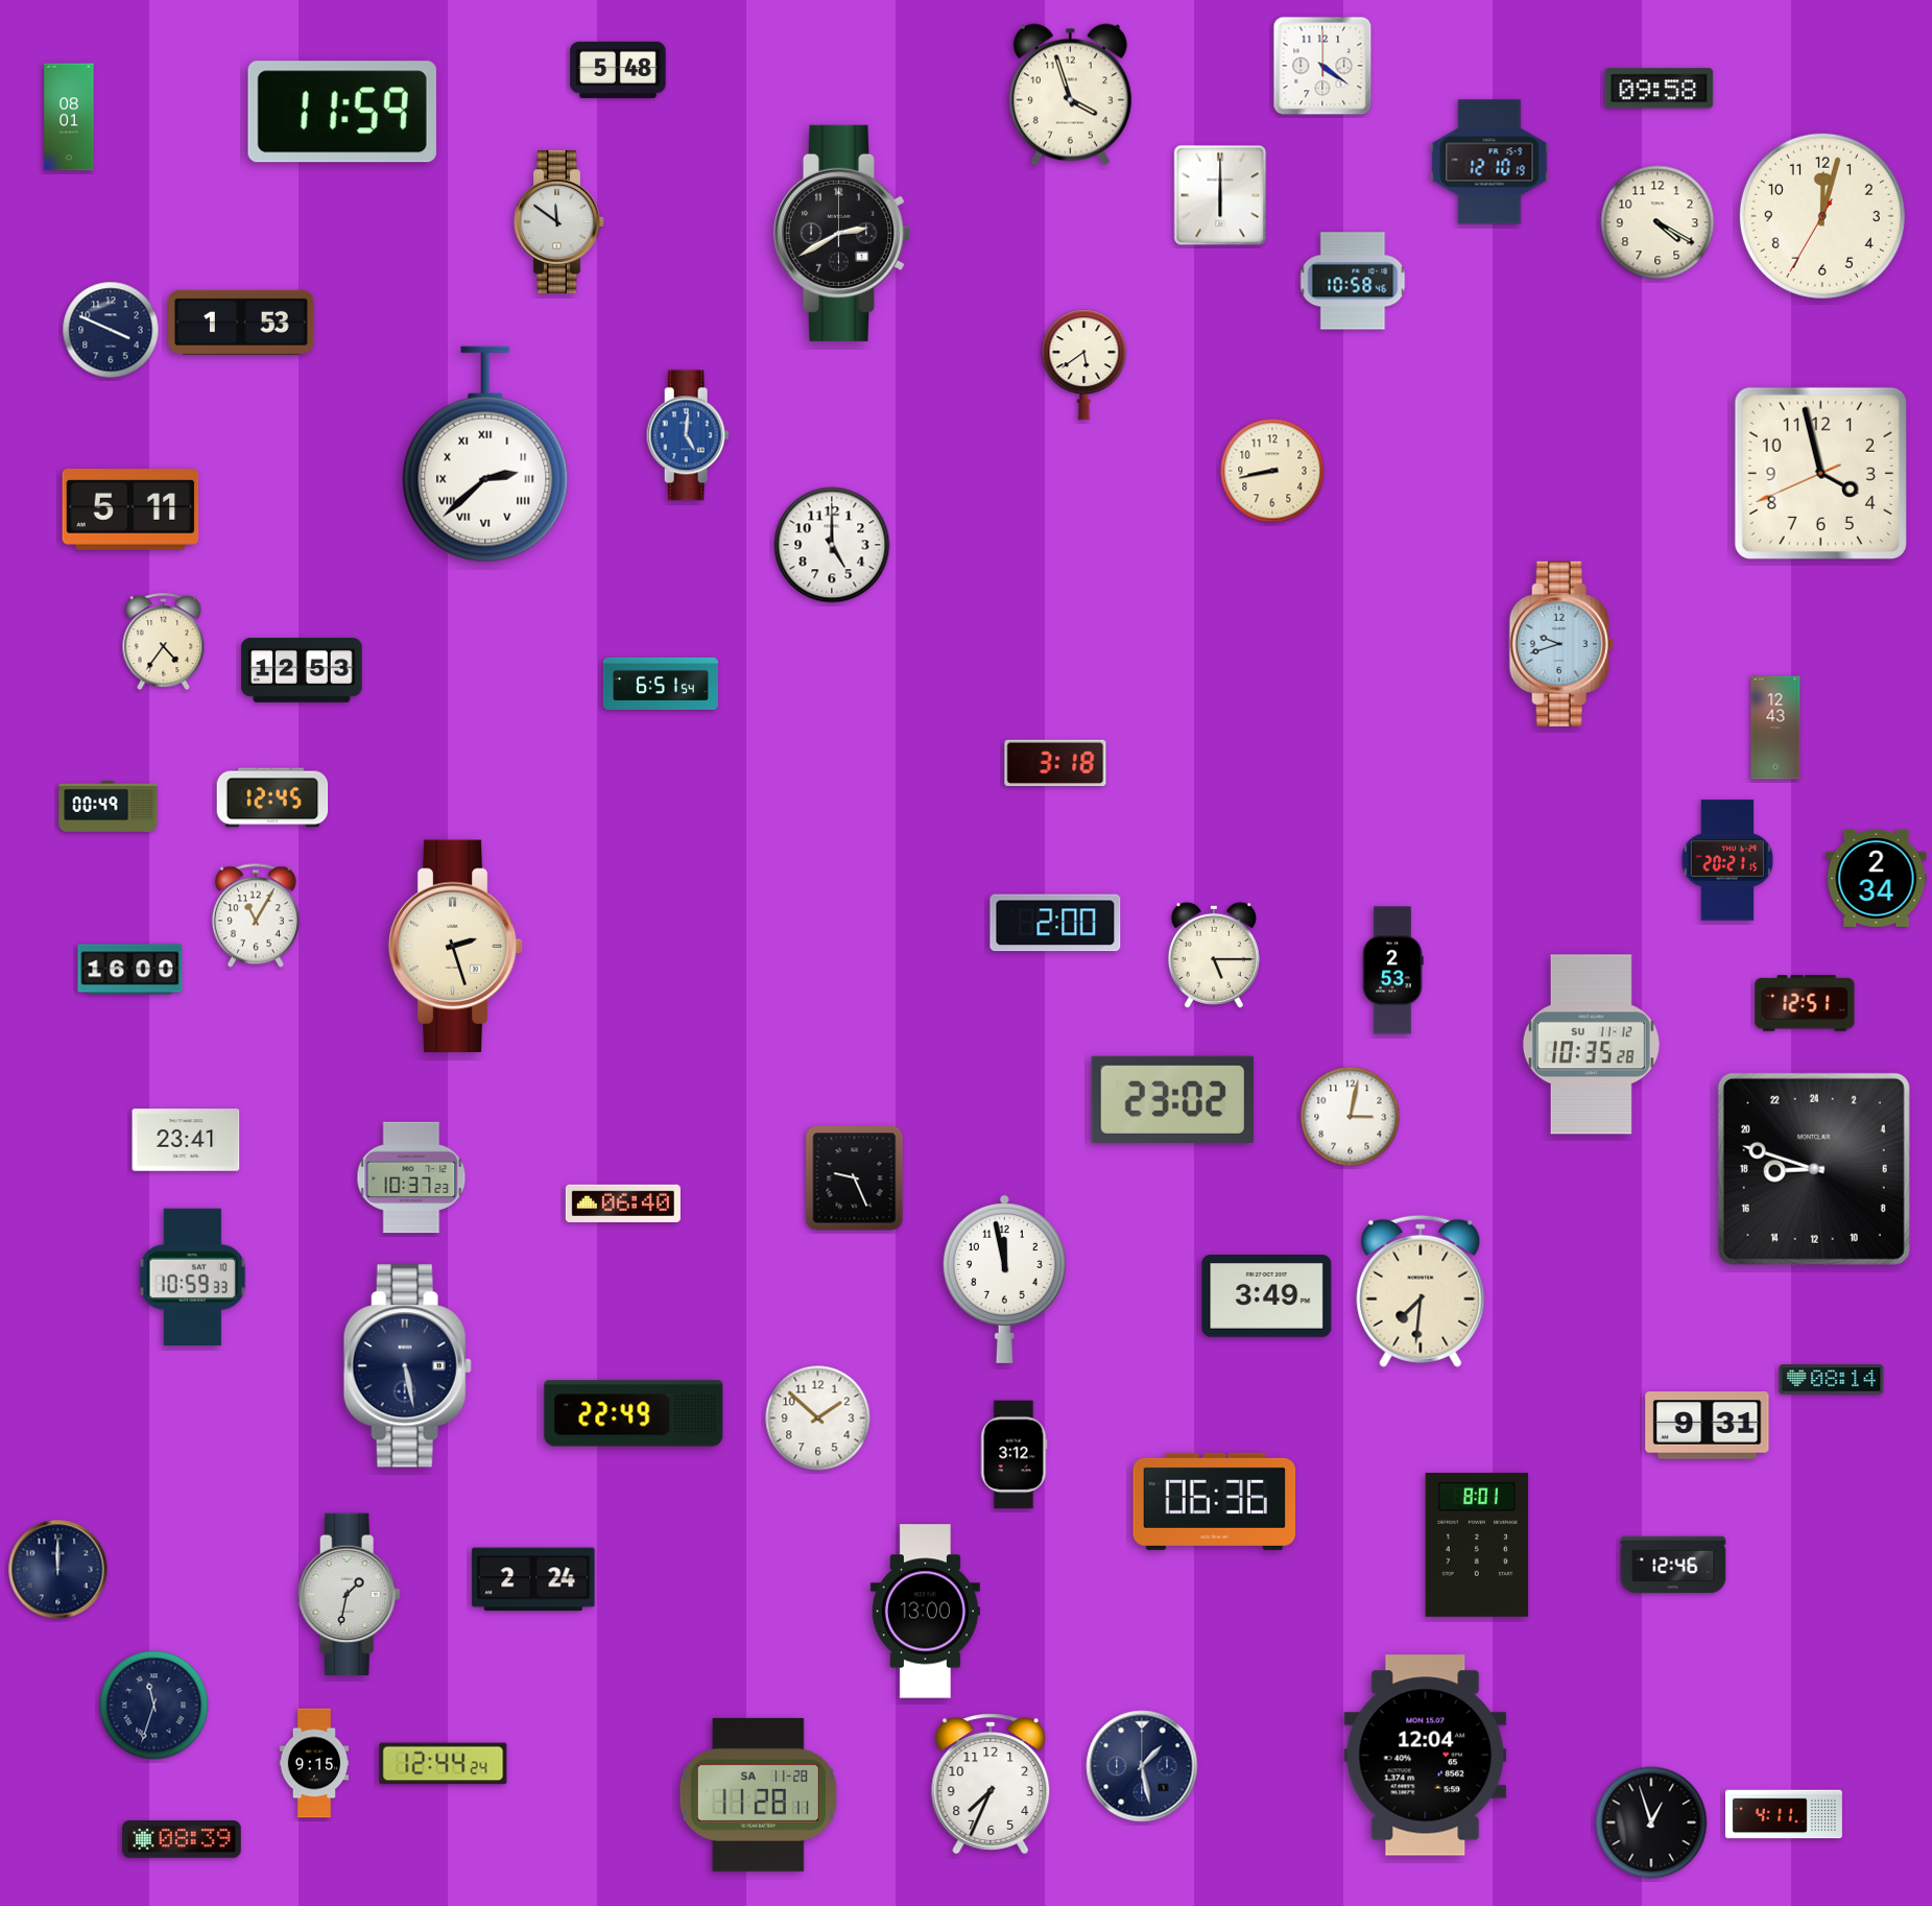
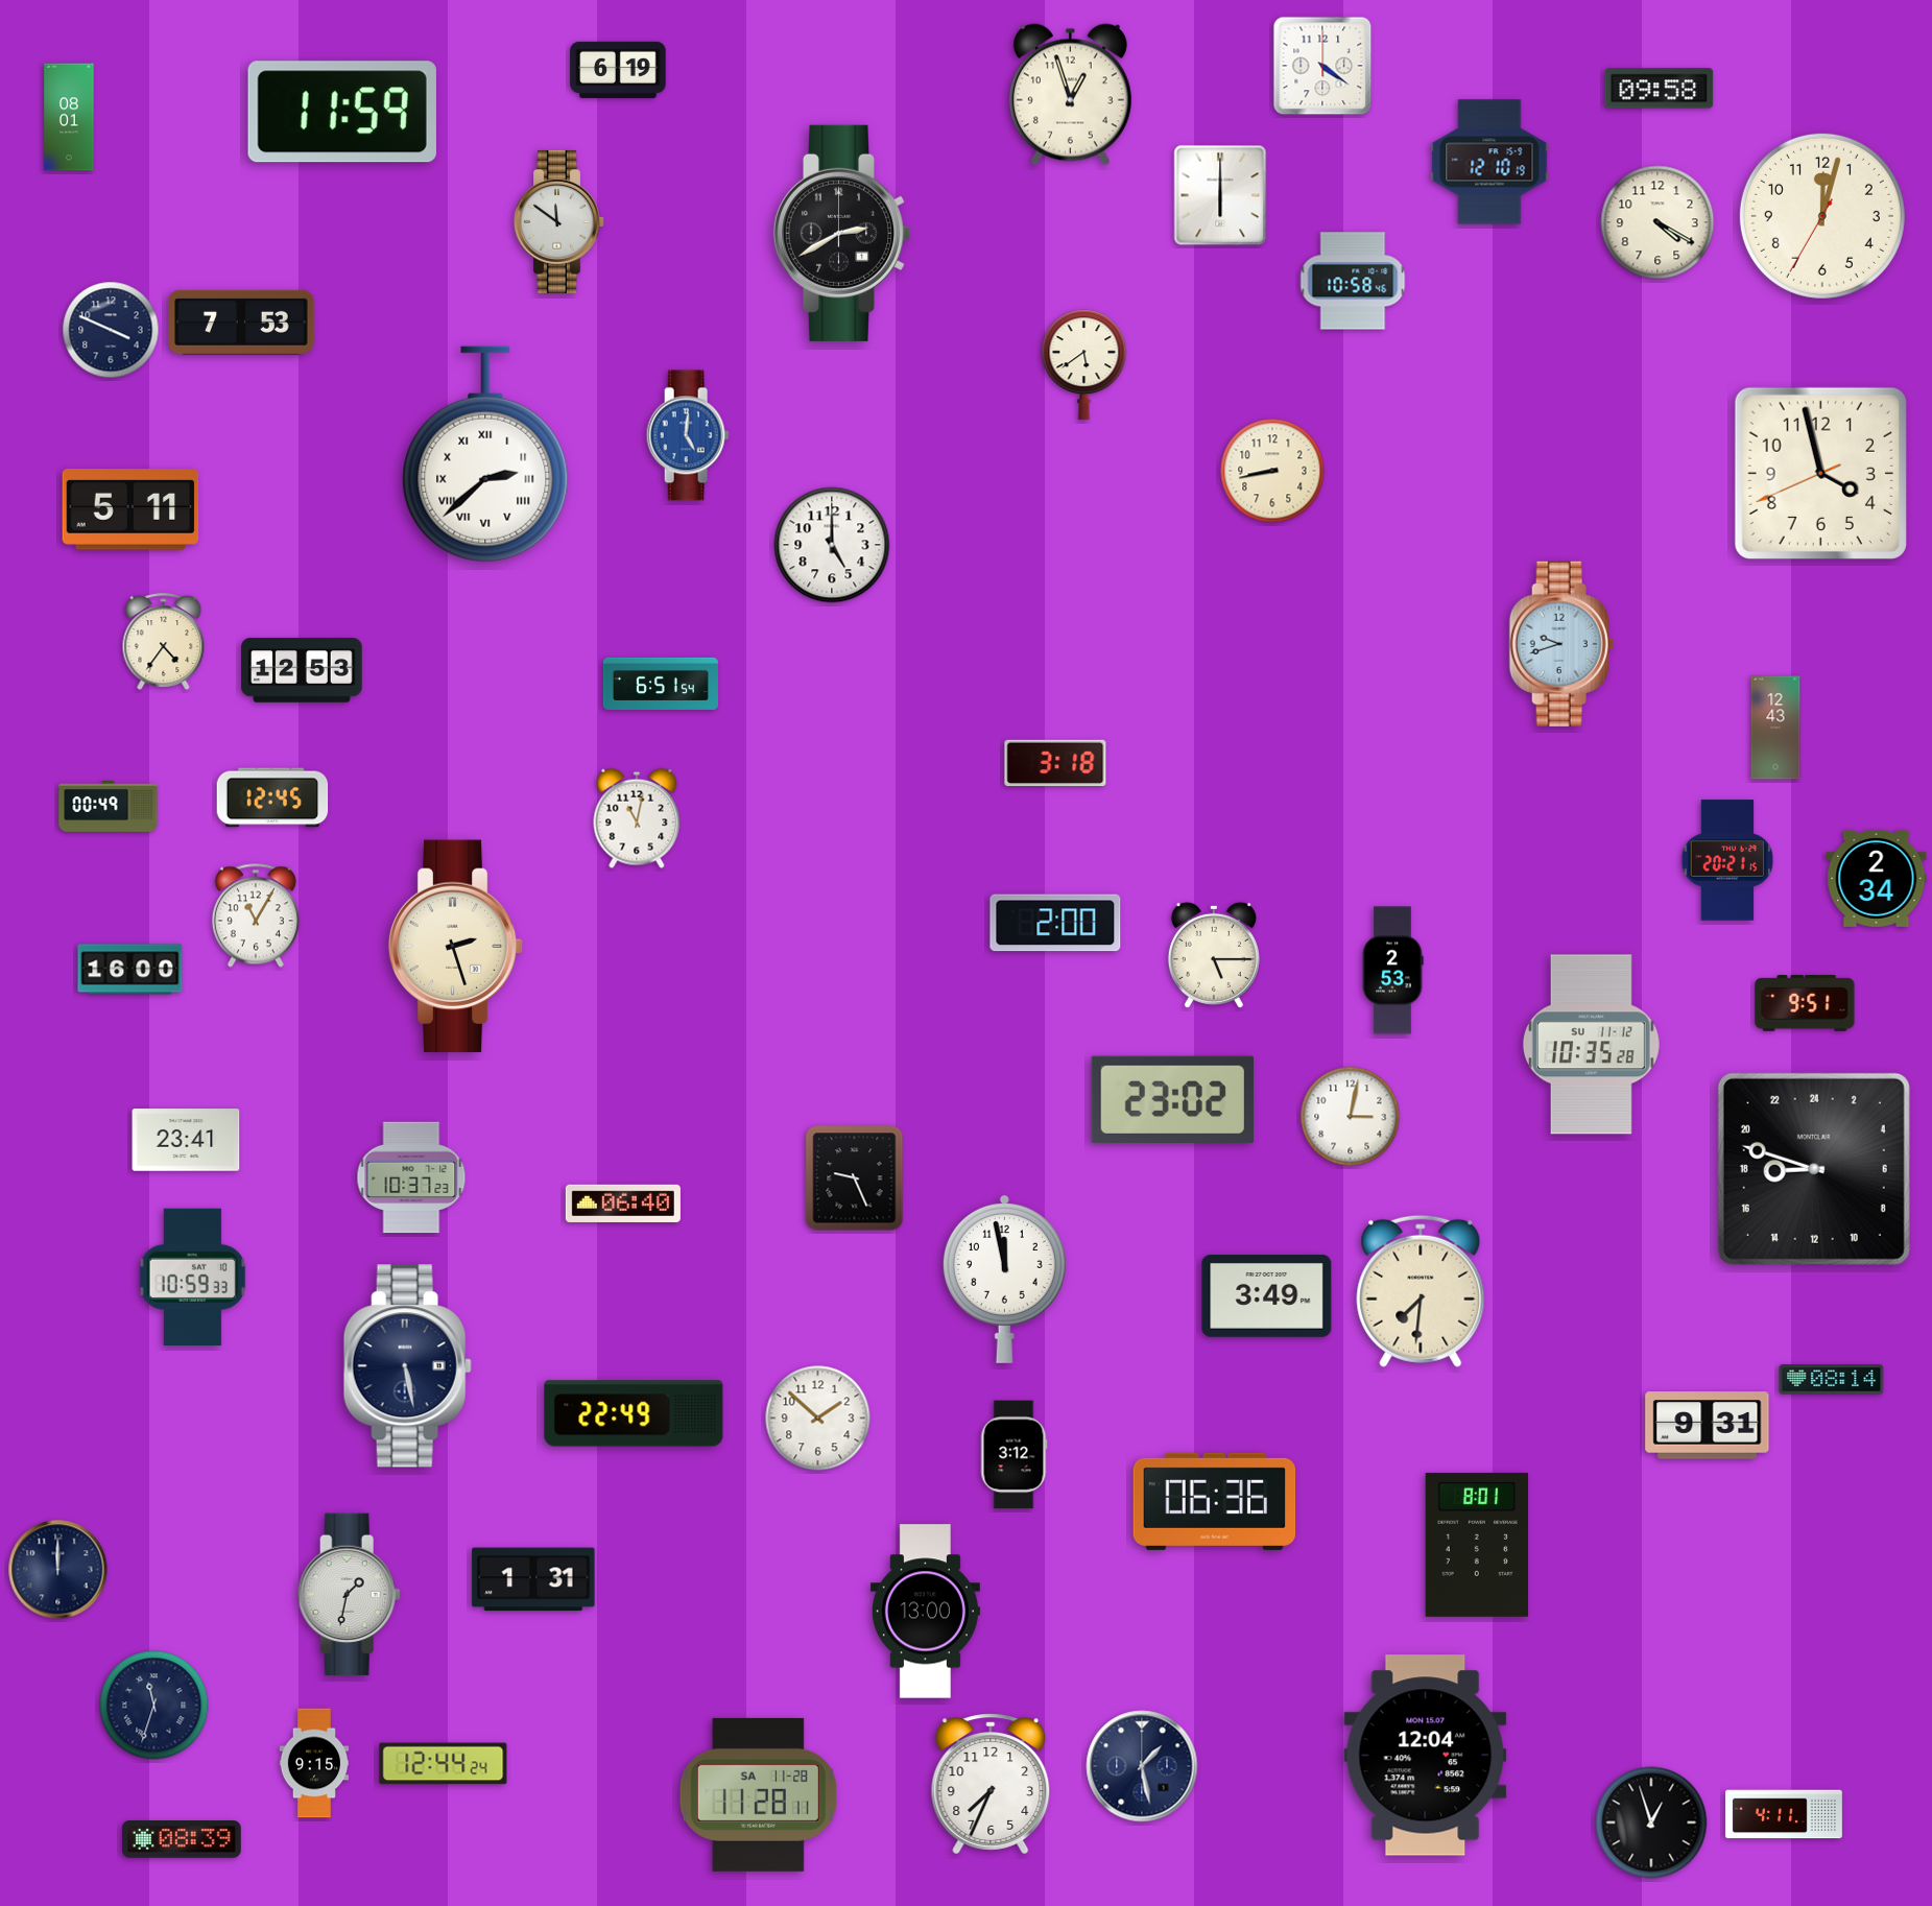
clock at (618, 70): 5:48 -> 6:19
clock at (1070, 95): 3:57 -> 12:57
clock at (241, 323): 1:53 -> 7:53
clock at (637, 818): none -> 11:02
clock at (1805, 1003): 12:51 -> 9:51
clock at (1673, 1565): 12:46 -> none
clock at (533, 1579): 2:24 -> 1:31
